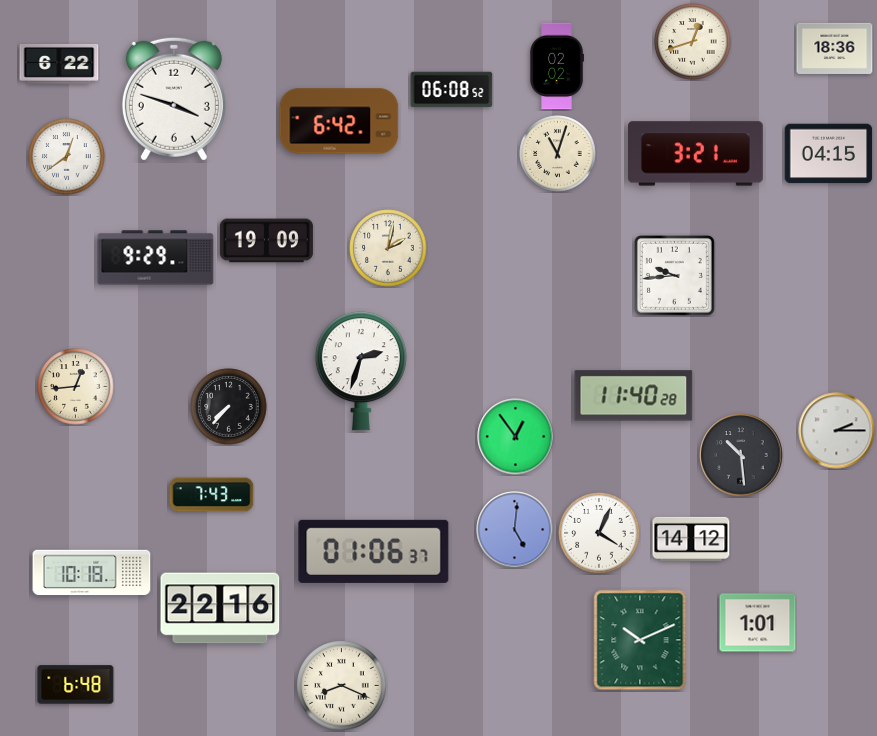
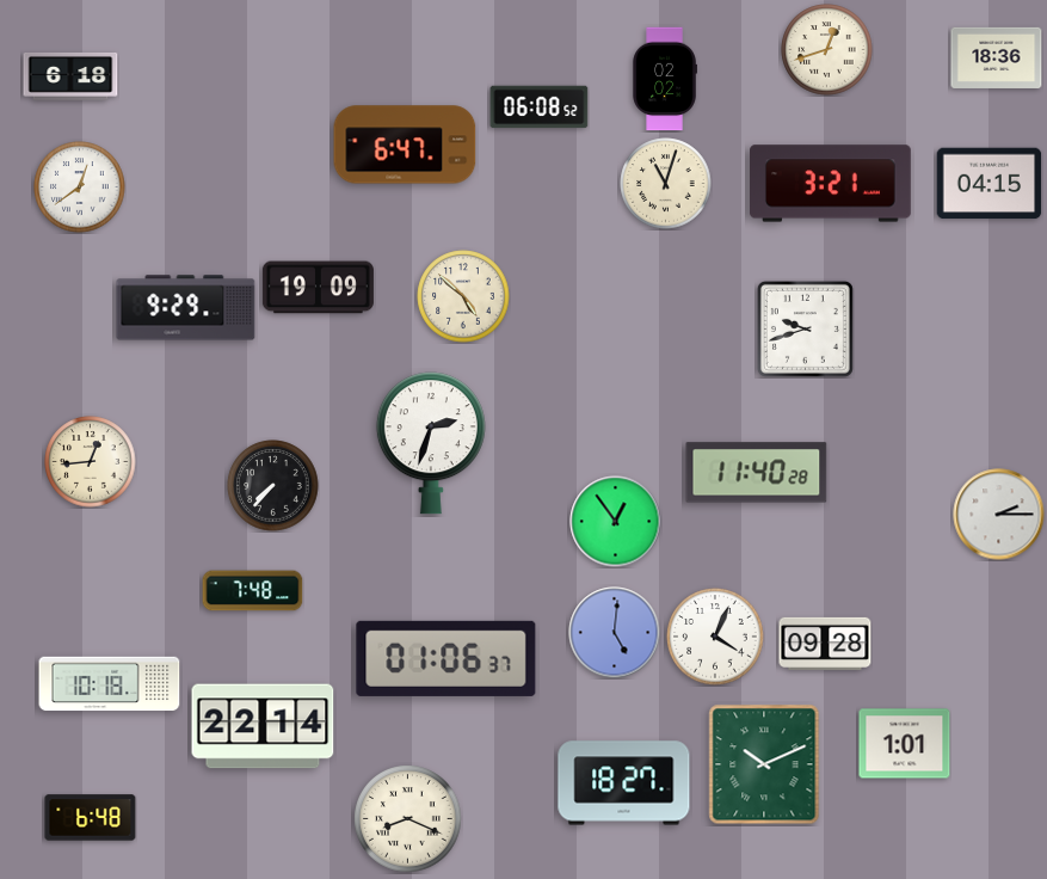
clock at (59, 64): 6:22 -> 6:18
clock at (174, 99): 3:48 -> none
clock at (339, 121): 6:42 -> 6:47
clock at (388, 248): 2:02 -> 4:52
clock at (674, 275): 9:44 -> 9:42
clock at (741, 455): 10:29 -> none
clock at (212, 495): 7:43 -> 7:48
clock at (691, 539): 14:12 -> 09:28
clock at (220, 608): 22:16 -> 22:14
clock at (624, 783): none -> 18:27
